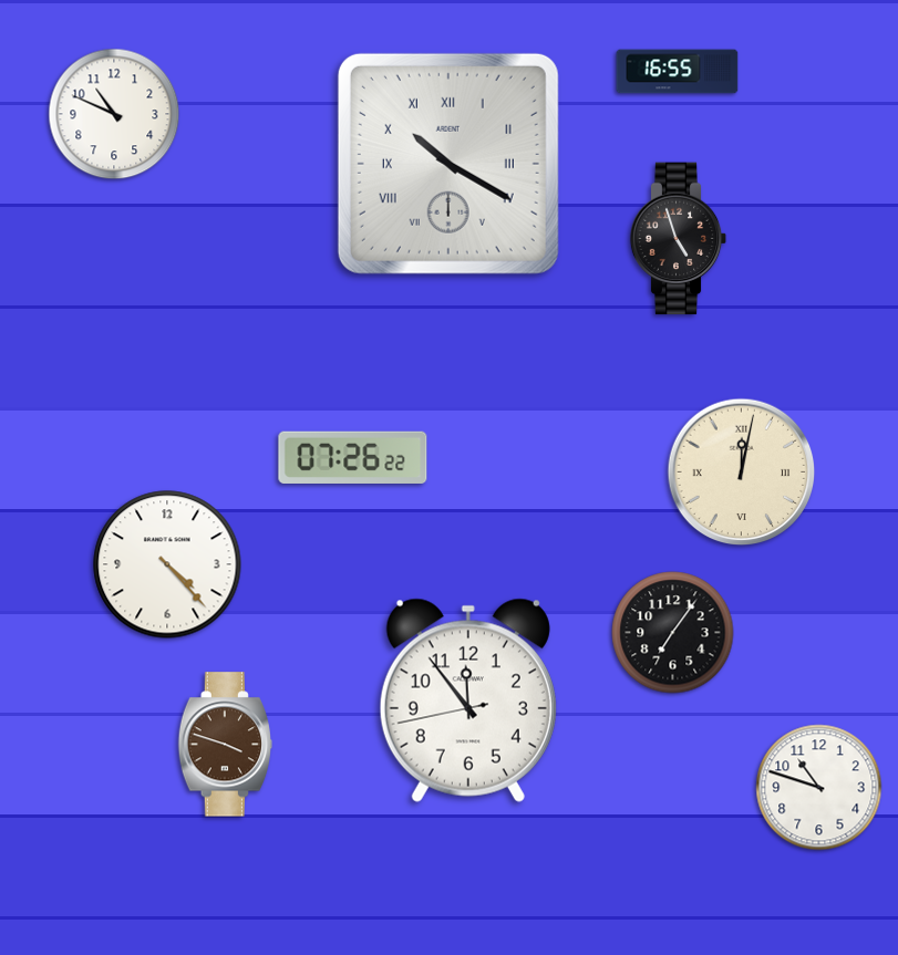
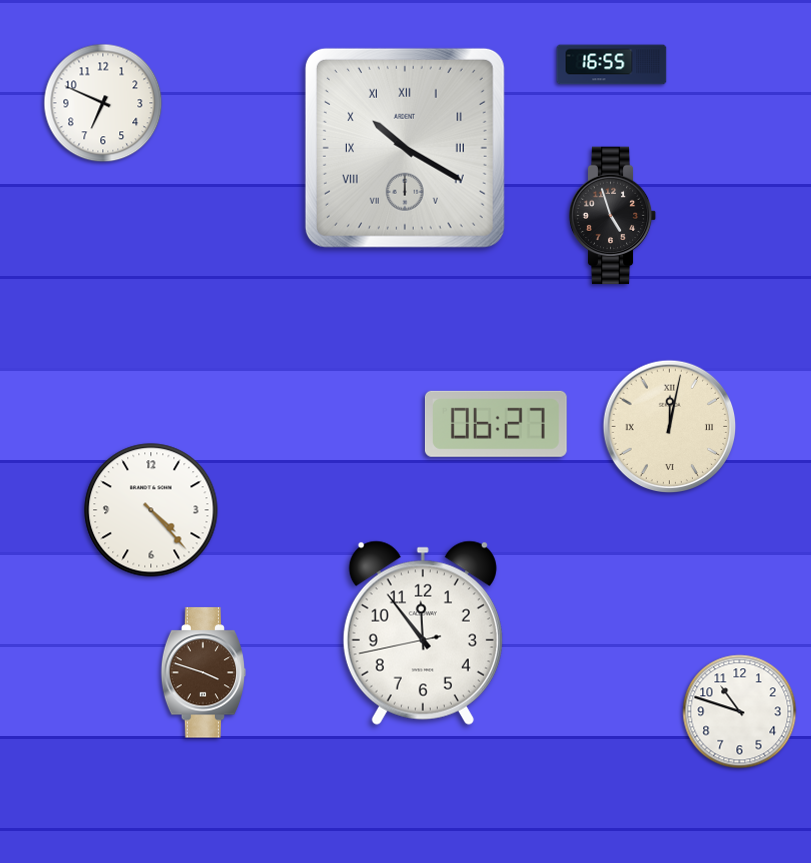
clock at (114, 114): 10:49 -> 6:49
clock at (353, 457): 07:26 -> none
clock at (496, 424): none -> 06:27
clock at (673, 633): 7:06 -> none
